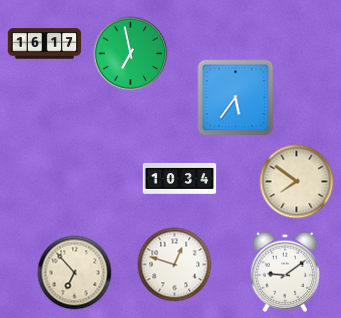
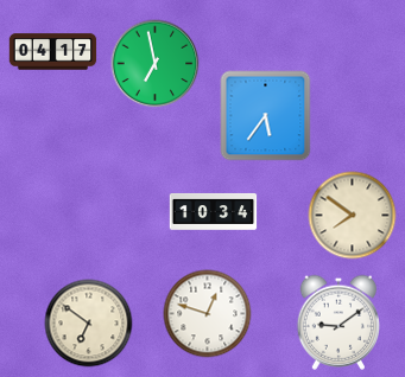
clock at (45, 44): 16:17 -> 04:17
clock at (236, 98) position: (236, 98) -> (266, 116)
clock at (75, 273): 6:53 -> 6:51
